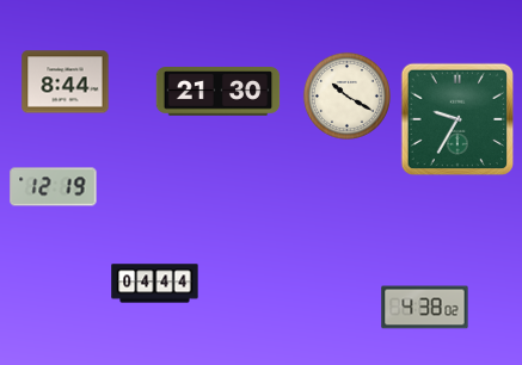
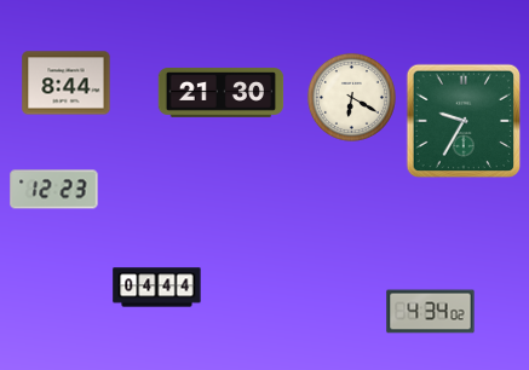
clock at (346, 95): 10:20 -> 6:20
clock at (54, 187): 12:19 -> 12:23
clock at (425, 308): 4:38 -> 4:34
